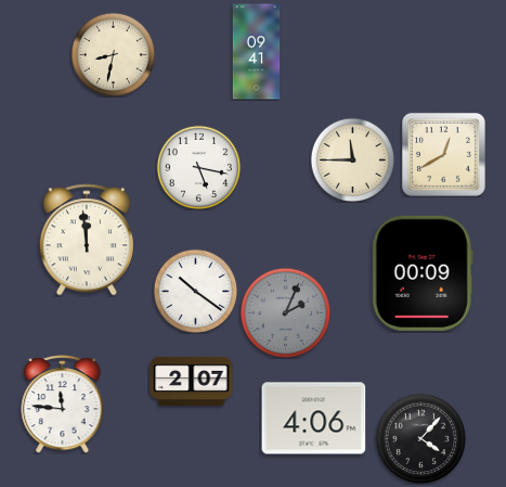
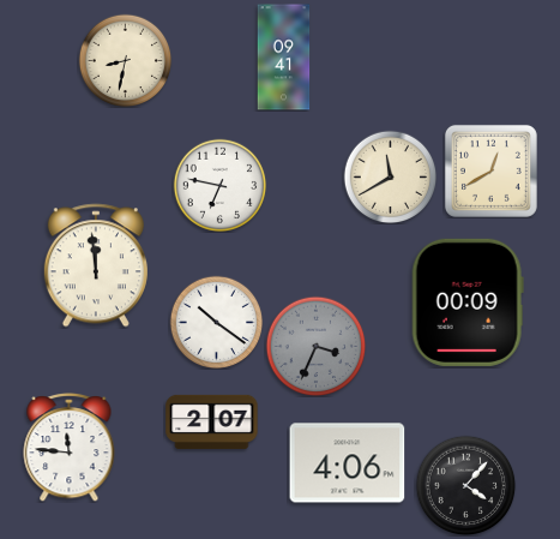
clock at (352, 159): 11:45 -> 11:40
clock at (198, 167): 5:17 -> 6:47
clock at (285, 312): 2:04 -> 3:34
